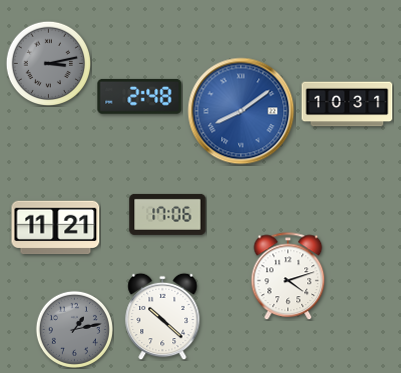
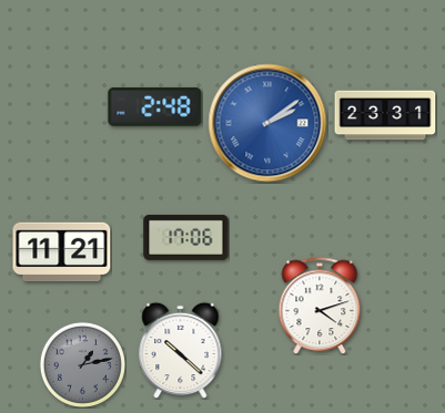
clock at (48, 63): 3:13 -> none
clock at (347, 104): 10:31 -> 23:31
clock at (241, 111): 8:09 -> 2:09
